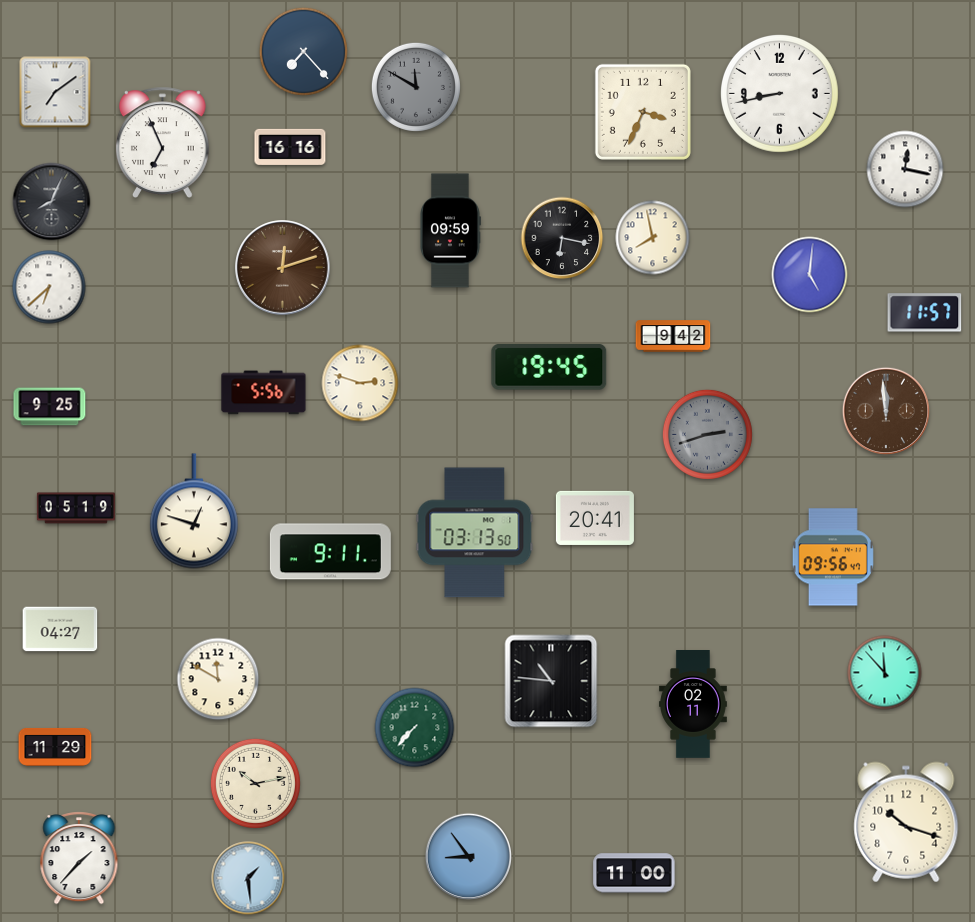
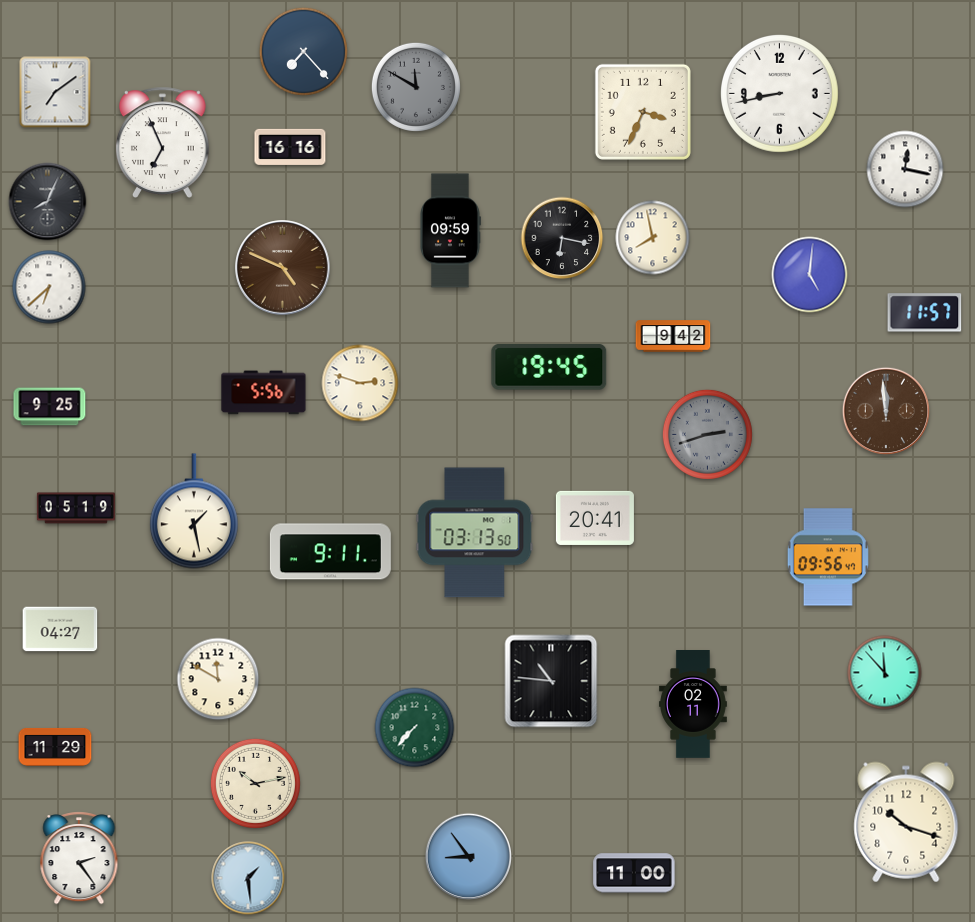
clock at (52, 202) position: (52, 202) -> (48, 202)
clock at (283, 268): 12:12 -> 4:49
clock at (194, 511): 12:48 -> 1:28
clock at (833, 557) position: (833, 557) -> (828, 557)
clock at (79, 859): 1:37 -> 2:24
